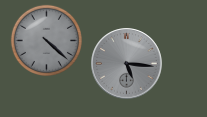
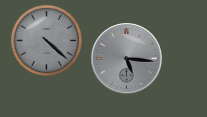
clock at (127, 64) position: (127, 64) -> (127, 59)
